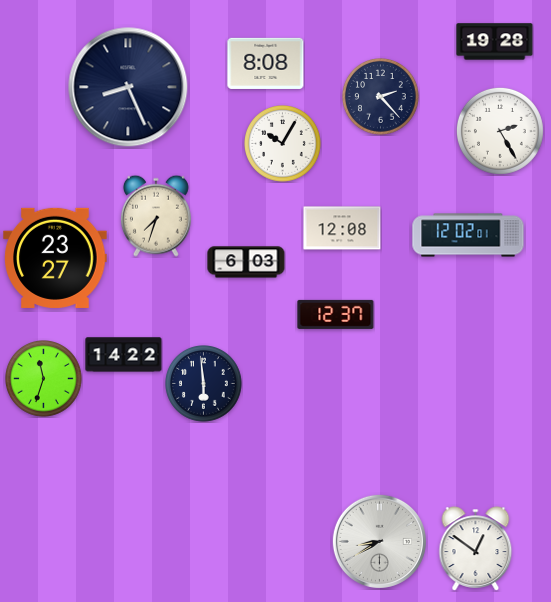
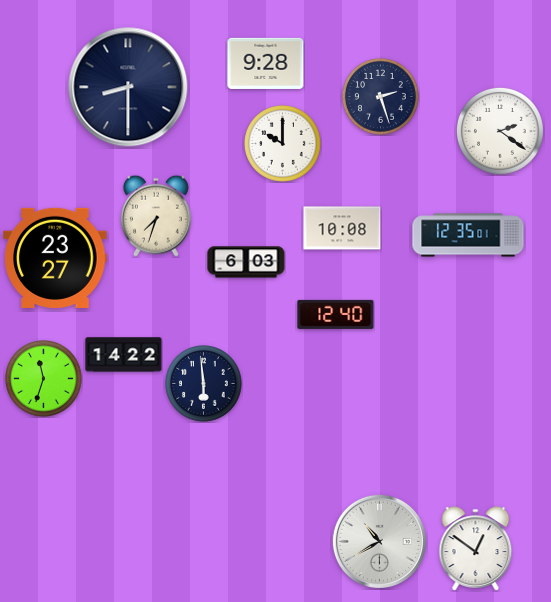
clock at (495, 42): 19:28 -> none
clock at (266, 63): 8:08 -> 9:28
clock at (128, 87): 8:26 -> 8:30
clock at (381, 97): 2:23 -> 2:27
clock at (500, 131): 2:25 -> 2:21
clock at (283, 144): 10:05 -> 10:00
clock at (342, 228): 12:08 -> 10:08
clock at (468, 235): 12:02 -> 12:35
clock at (336, 314): 12:37 -> 12:40
clock at (379, 541): 8:40 -> 10:40
